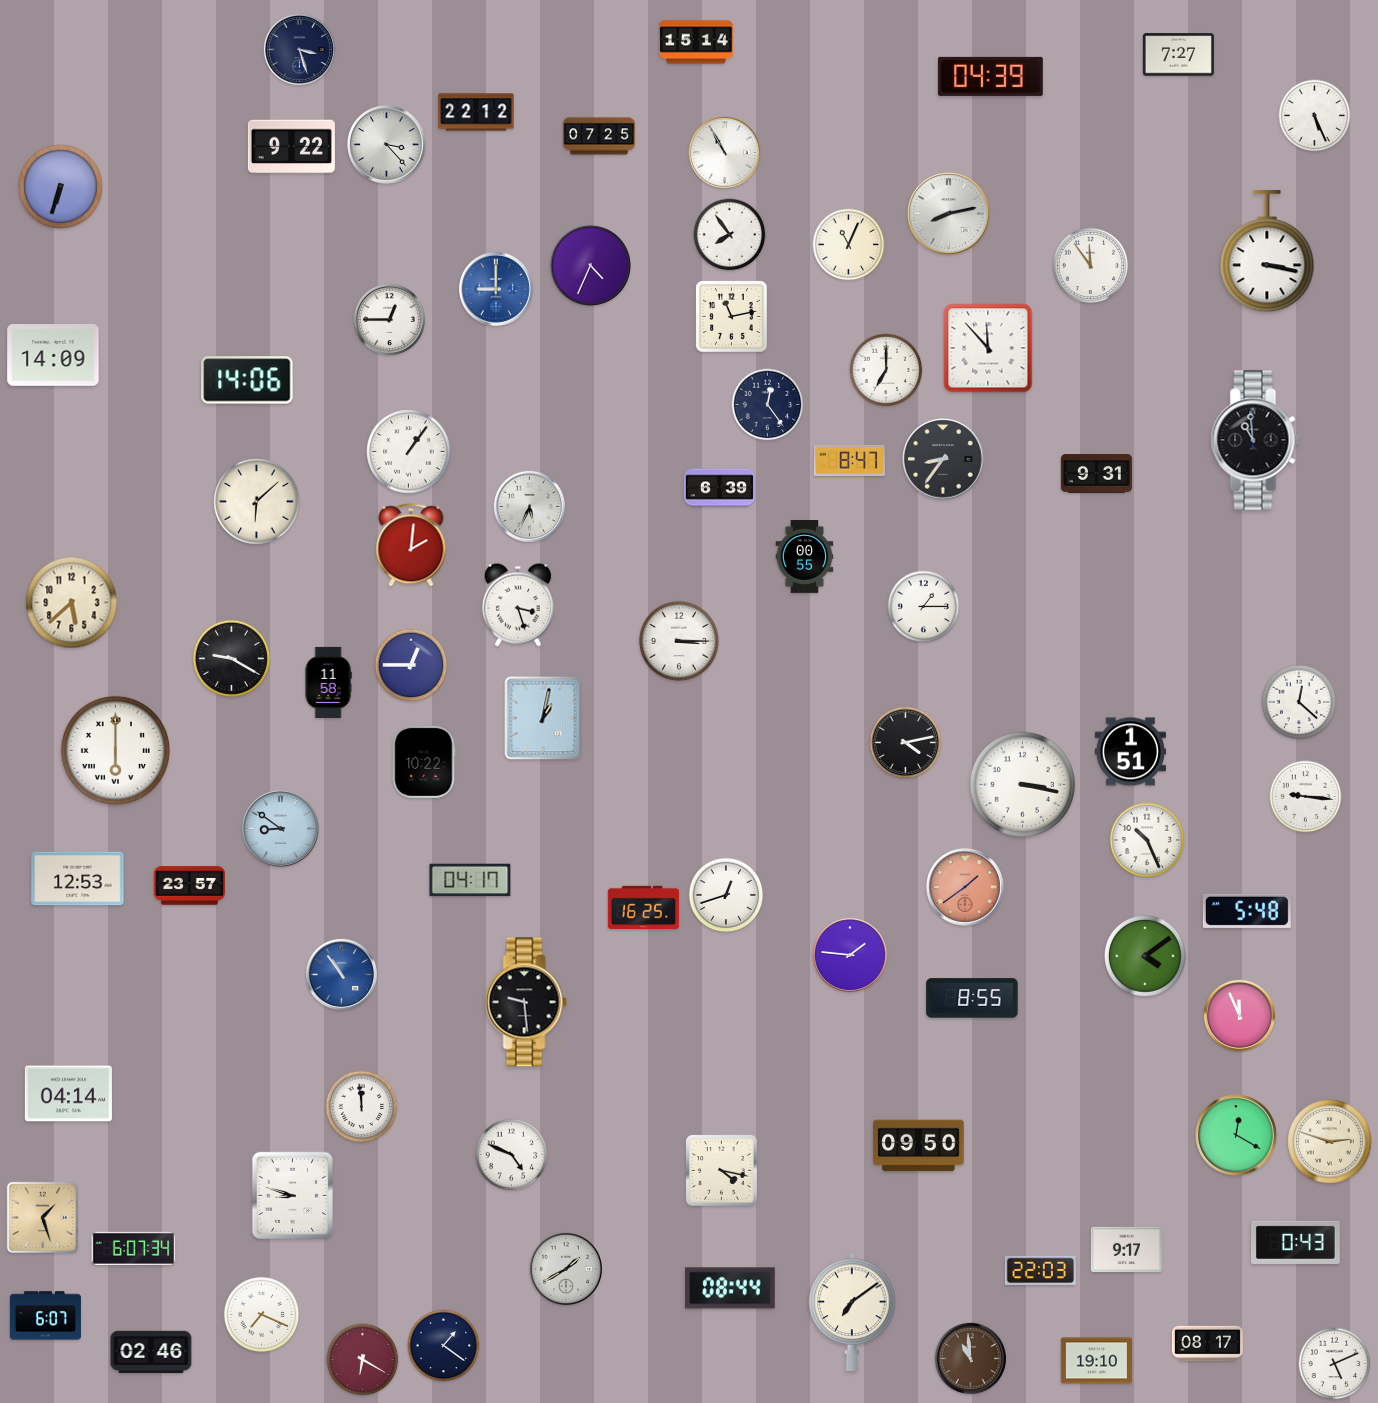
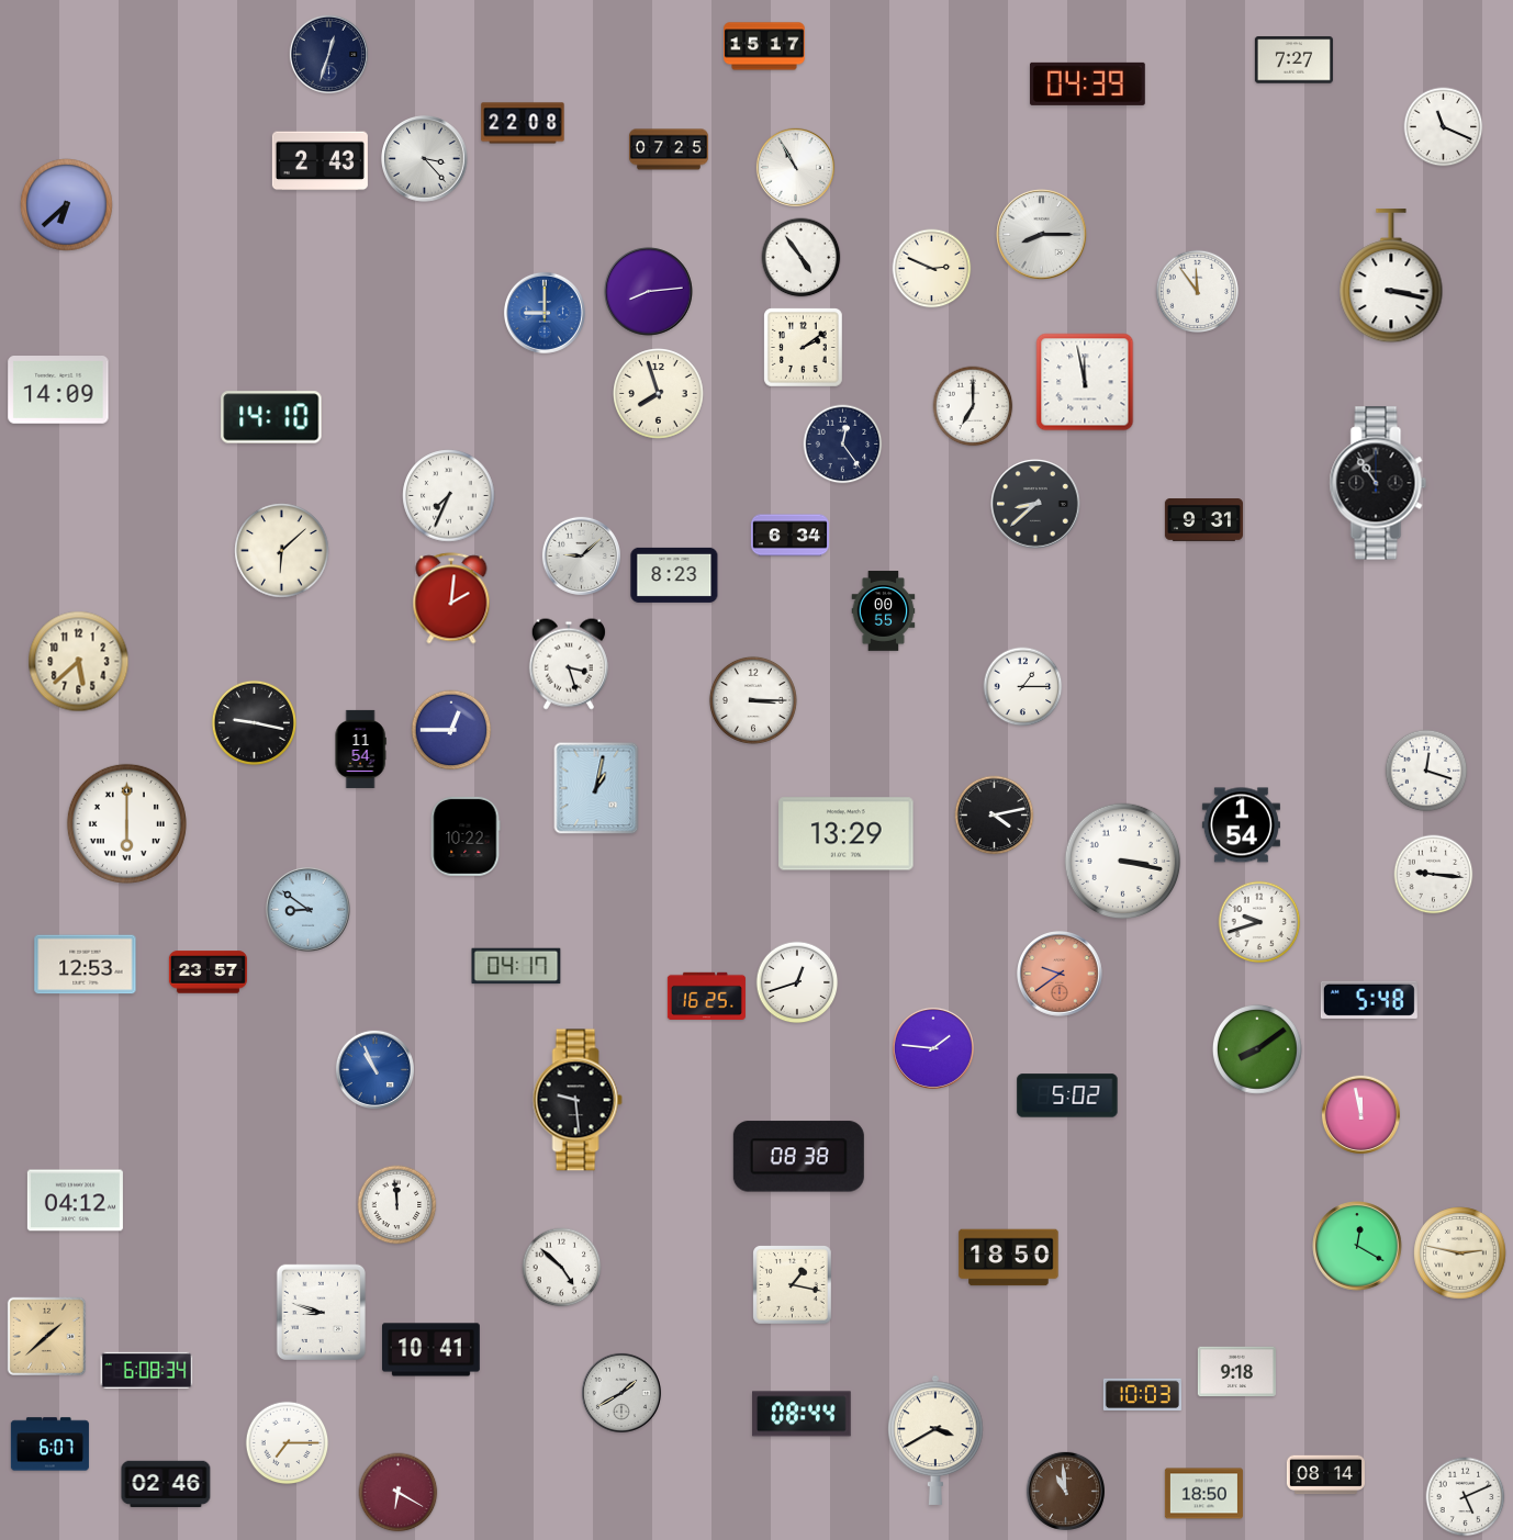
clock at (696, 42): 15:14 -> 15:17
clock at (299, 49): 3:27 -> 12:33
clock at (476, 112): 22:12 -> 22:08
clock at (1315, 116): 5:26 -> 11:19
clock at (599, 136) position: (599, 136) -> (669, 149)
clock at (291, 147): 9:22 -> 2:43
clock at (61, 187): 6:33 -> 6:38
clock at (949, 214): 8:13 -> 8:15
clock at (730, 235): 7:54 -> 4:54
clock at (849, 245): 11:04 -> 2:49
clock at (591, 266): 4:34 -> 8:14
clock at (496, 289) position: (496, 289) -> (545, 313)
clock at (732, 317): 11:13 -> 2:09
clock at (389, 319): 12:45 -> none
clock at (988, 348): 11:53 -> 11:58
clock at (659, 394): none -> 7:57
clock at (247, 380): 14:06 -> 14:10
clock at (1255, 440): 10:59 -> 10:54
clock at (409, 452): 1:06 -> 7:34
clock at (943, 459): 8:36 -> 8:38
clock at (849, 460): 8:47 -> none
clock at (719, 488): 6:39 -> 6:34
clock at (529, 506): 5:34 -> 9:08
clock at (674, 575): none -> 8:23
clock at (924, 607) position: (924, 607) -> (1023, 687)
clock at (679, 641) position: (679, 641) -> (753, 700)
clock at (231, 658): 9:20 -> 9:17
clock at (328, 682): 11:58 -> 11:54
clock at (1299, 702): 12:22 -> 12:18
clock at (1130, 752): 1:51 -> 1:54
clock at (847, 834): none -> 13:29
clock at (1147, 840): 10:26 -> 9:42
clock at (966, 888): 1:39 -> 9:39
clock at (1145, 956): 4:09 -> 8:09
clock at (341, 974): 10:54 -> 10:56
clock at (972, 998): 8:55 -> 5:02
clock at (1239, 1015): 11:56 -> 11:58
clock at (798, 1157): none -> 08:38
clock at (68, 1094): 04:14 -> 04:12
clock at (362, 1107) position: (362, 1107) -> (397, 1205)
clock at (1330, 1142): 2:48 -> 2:47
clock at (919, 1146): 09:50 -> 18:50
clock at (512, 1155): 4:49 -> 4:52
clock at (722, 1171): 4:17 -> 1:17
clock at (42, 1217): 1:27 -> 1:38
clock at (432, 1350): none -> 10:41
clock at (1296, 1242): 0:43 -> none
clock at (134, 1248): 6:07 -> 6:08
clock at (1126, 1250): 9:17 -> 9:18
clock at (1040, 1270): 22:03 -> 10:03
clock at (852, 1312): 7:09 -> 3:40
clock at (262, 1315): 7:19 -> 7:15
clock at (1207, 1344): 08:17 -> 08:14
clock at (444, 1346): 1:21 -> none
clock at (1096, 1361): 19:10 -> 18:50
